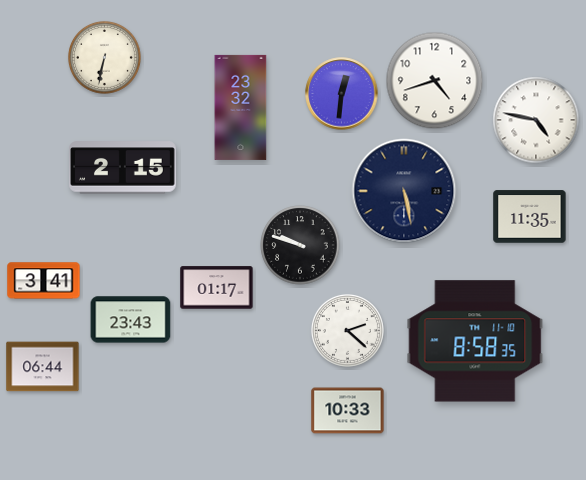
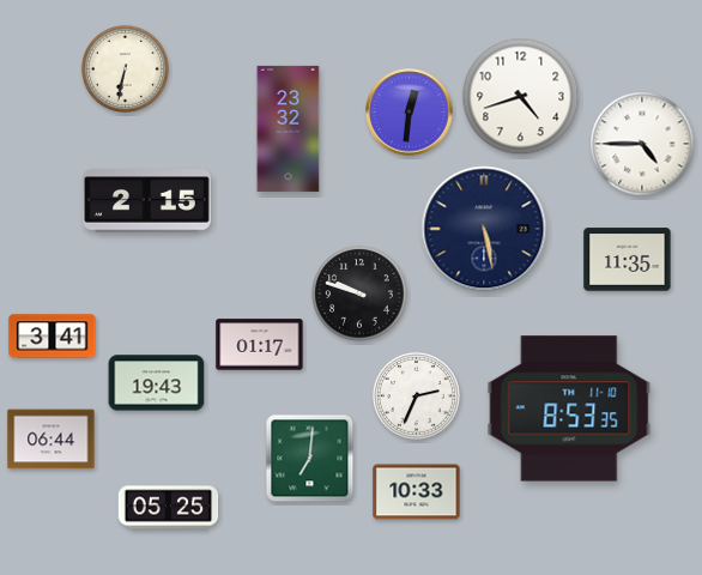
clock at (536, 120): 4:47 -> 4:45
clock at (530, 217) position: (530, 217) -> (628, 260)
clock at (131, 320): 23:43 -> 19:43
clock at (347, 330): 2:22 -> 2:34
clock at (475, 341): 8:58 -> 8:53
clock at (310, 459): none -> 7:01
clock at (169, 508): none -> 05:25
